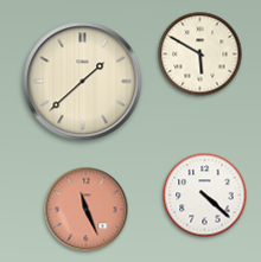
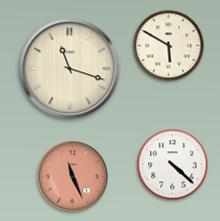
clock at (83, 82): 1:38 -> 11:18
